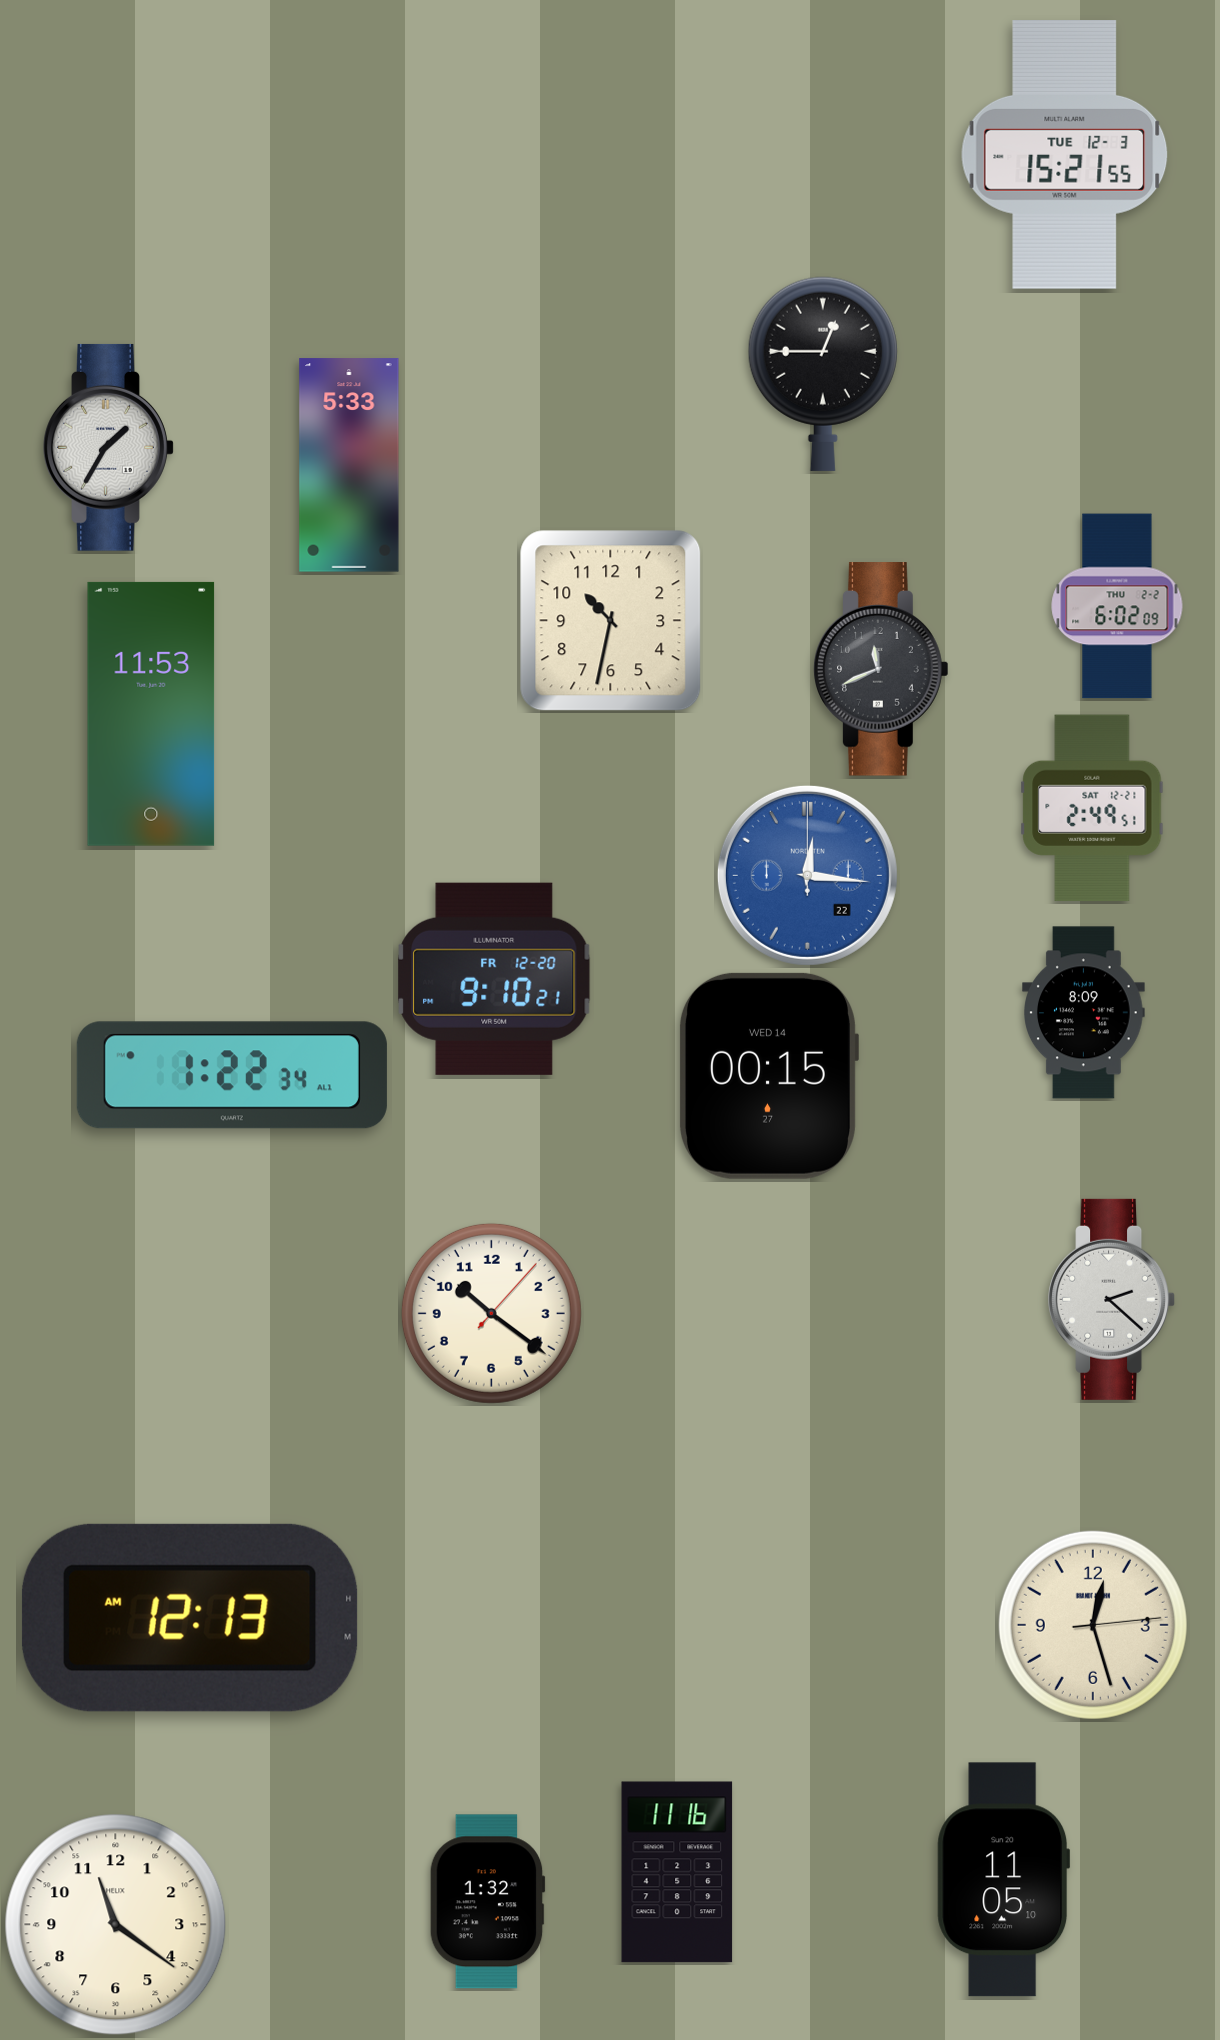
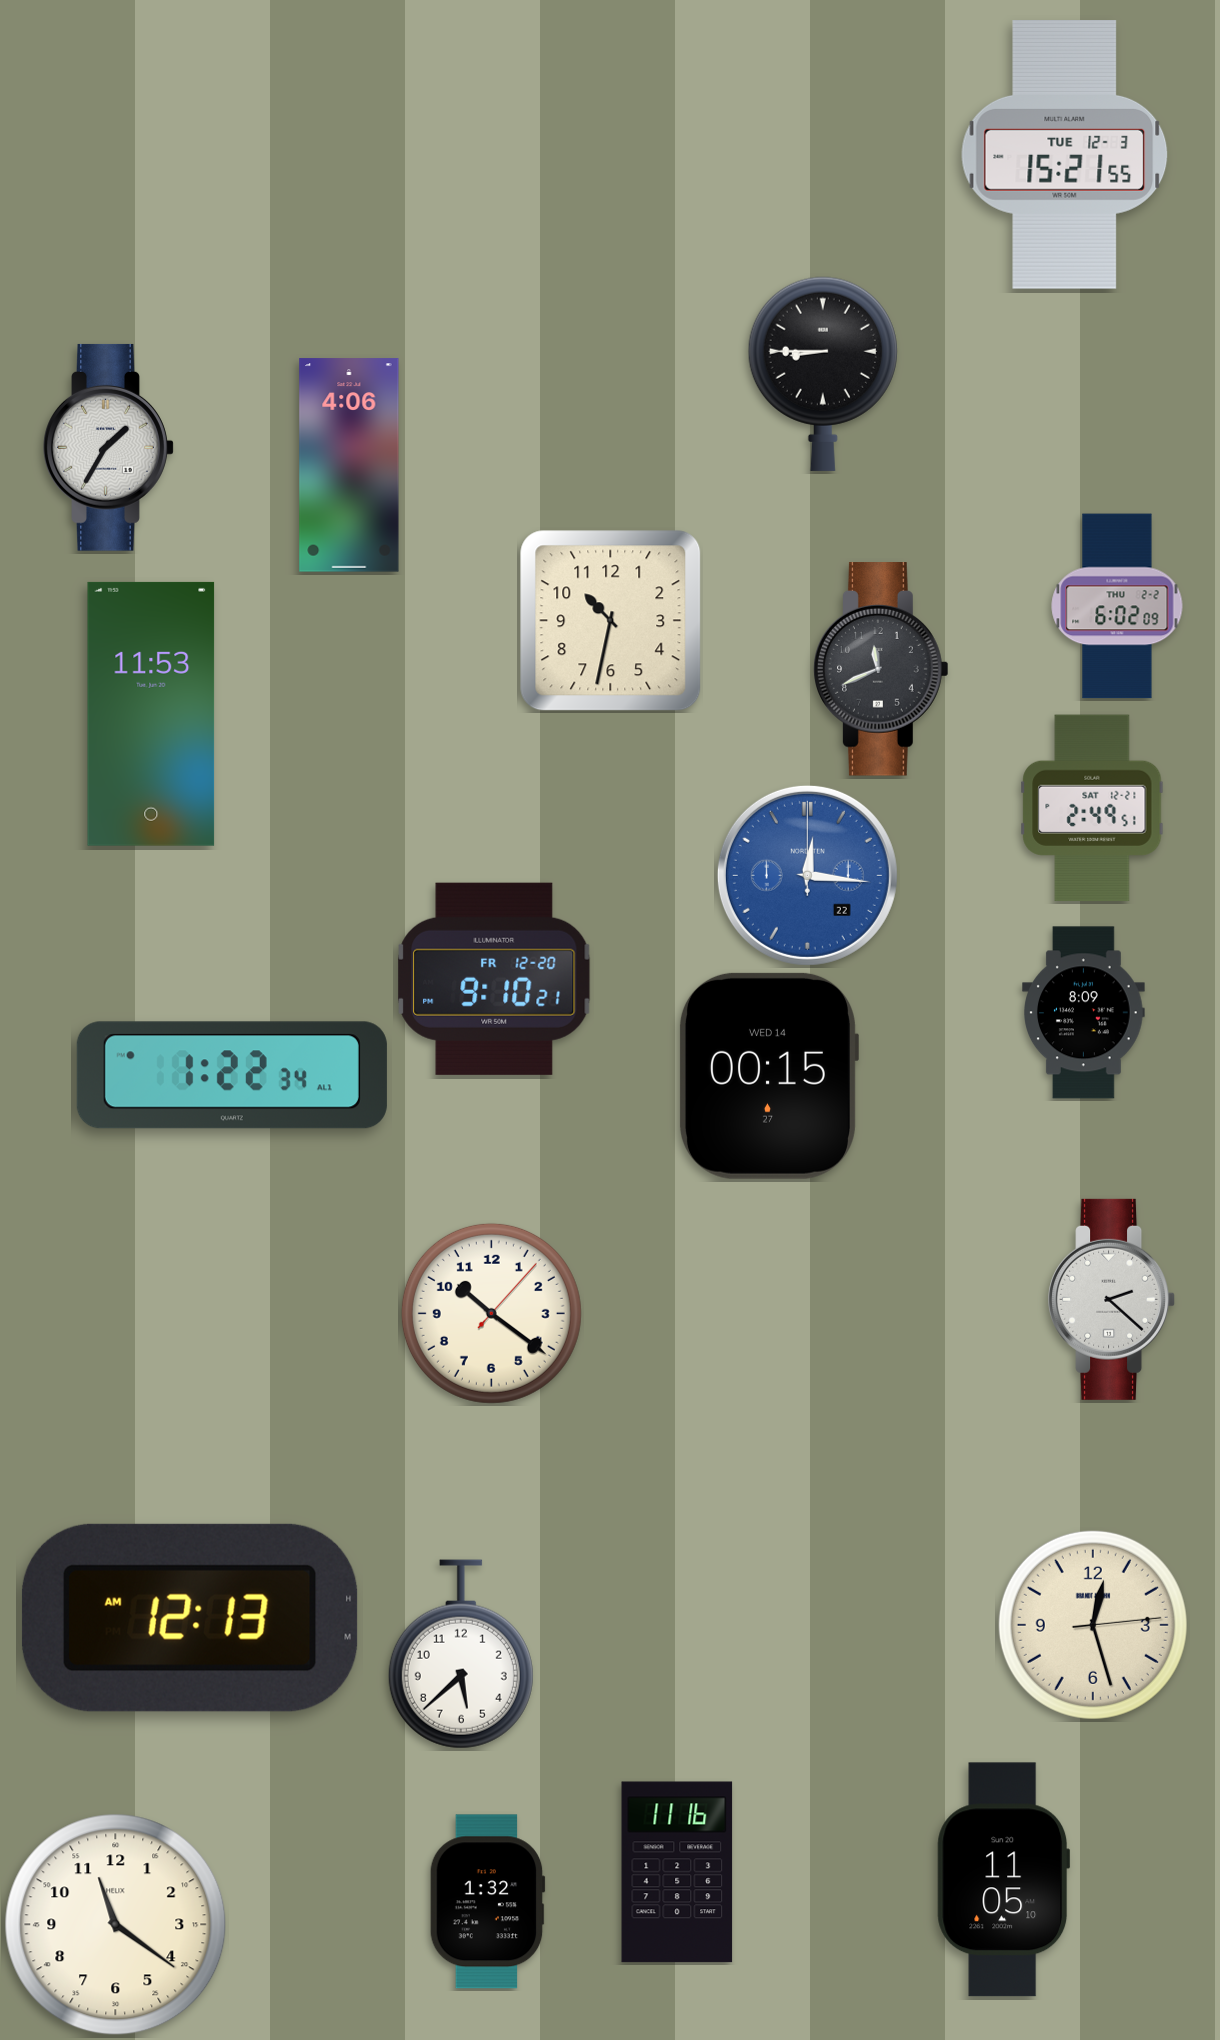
clock at (823, 374): 12:45 -> 8:45
clock at (349, 465): 5:33 -> 4:06
clock at (461, 1654): none -> 5:38
